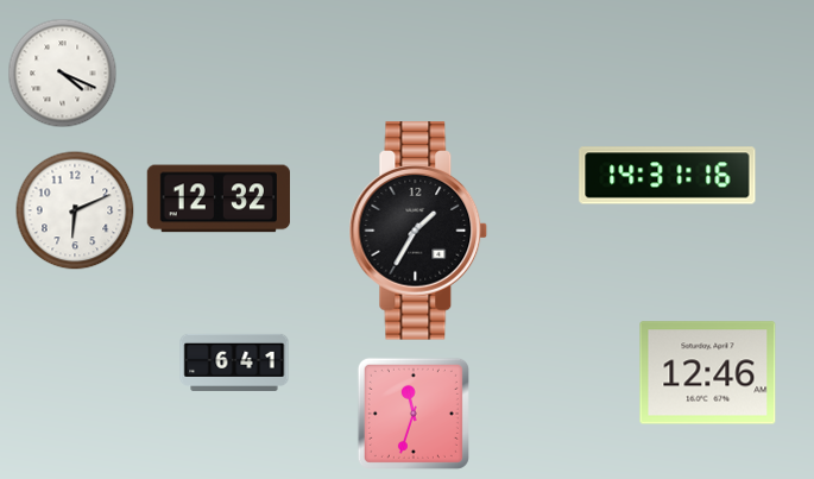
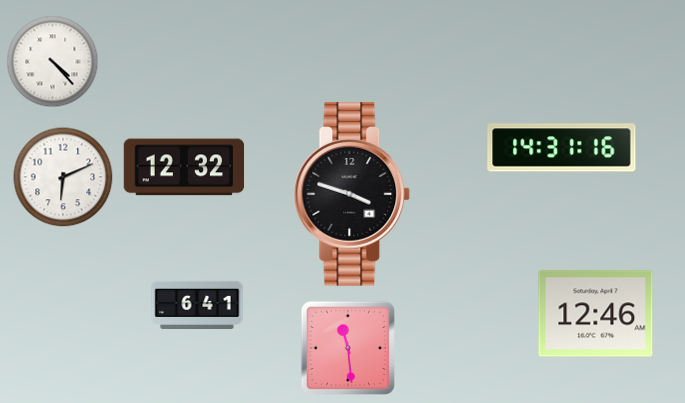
clock at (63, 74): 4:19 -> 4:23
clock at (418, 231): 1:35 -> 3:48
clock at (414, 414): 11:33 -> 11:29
